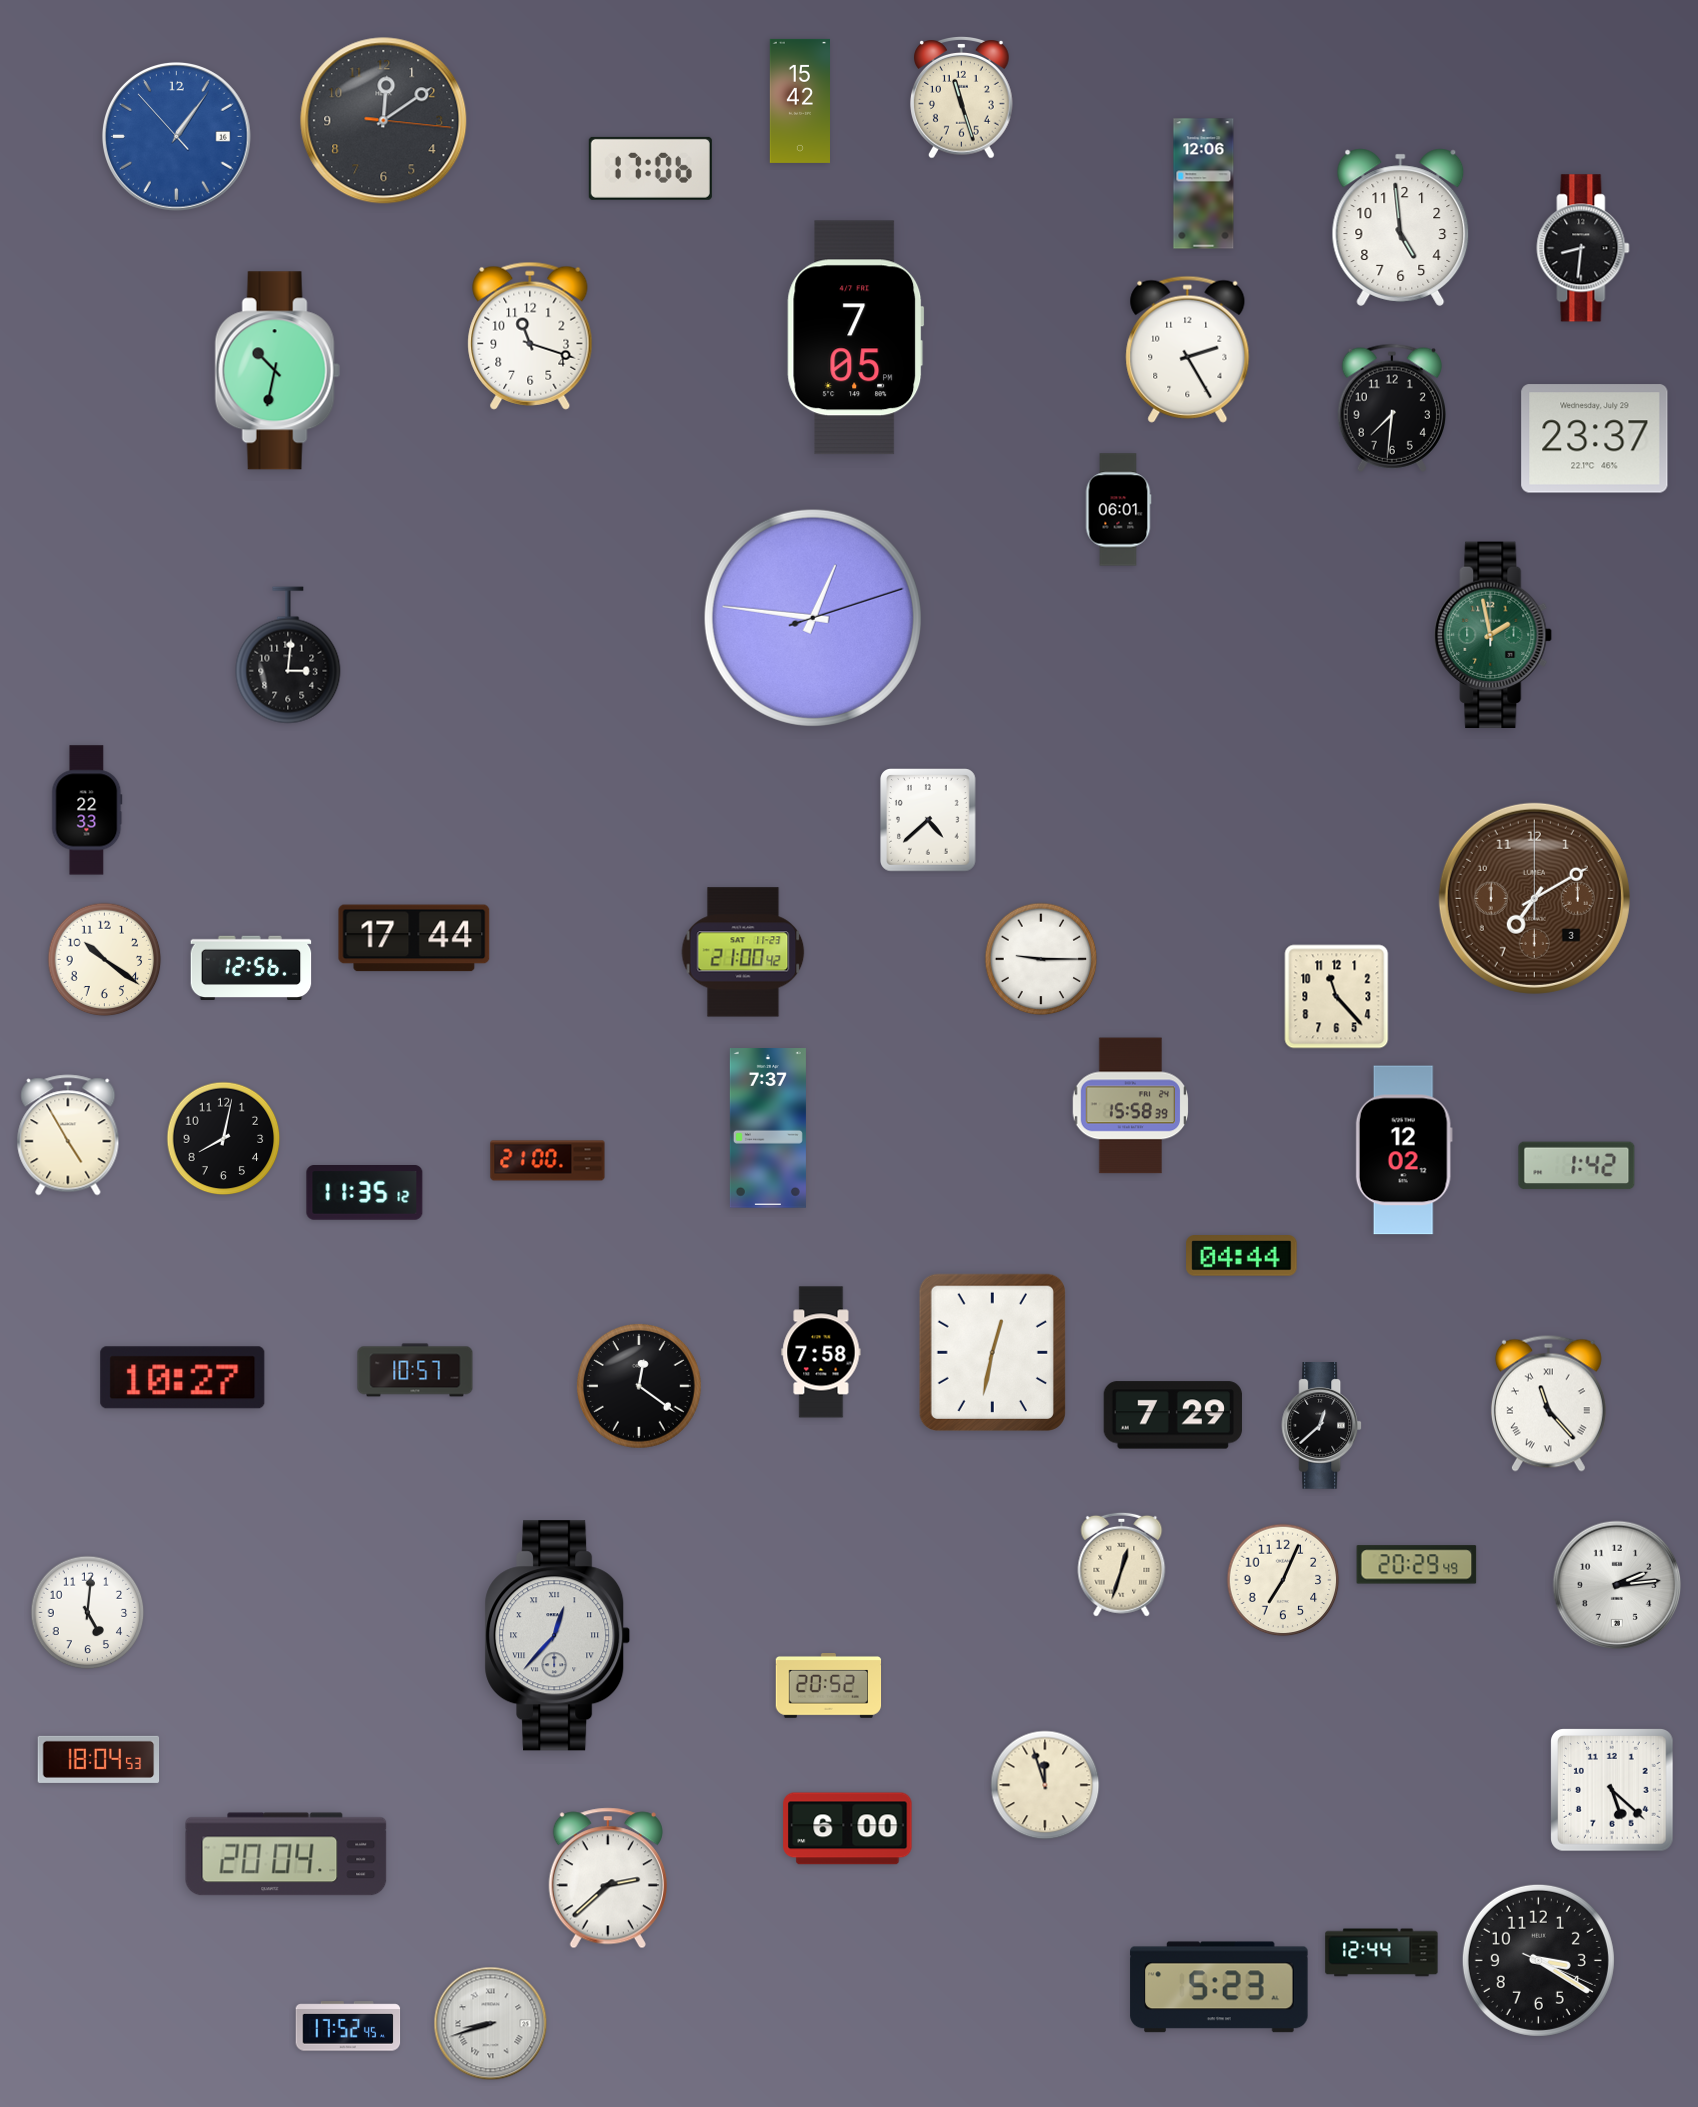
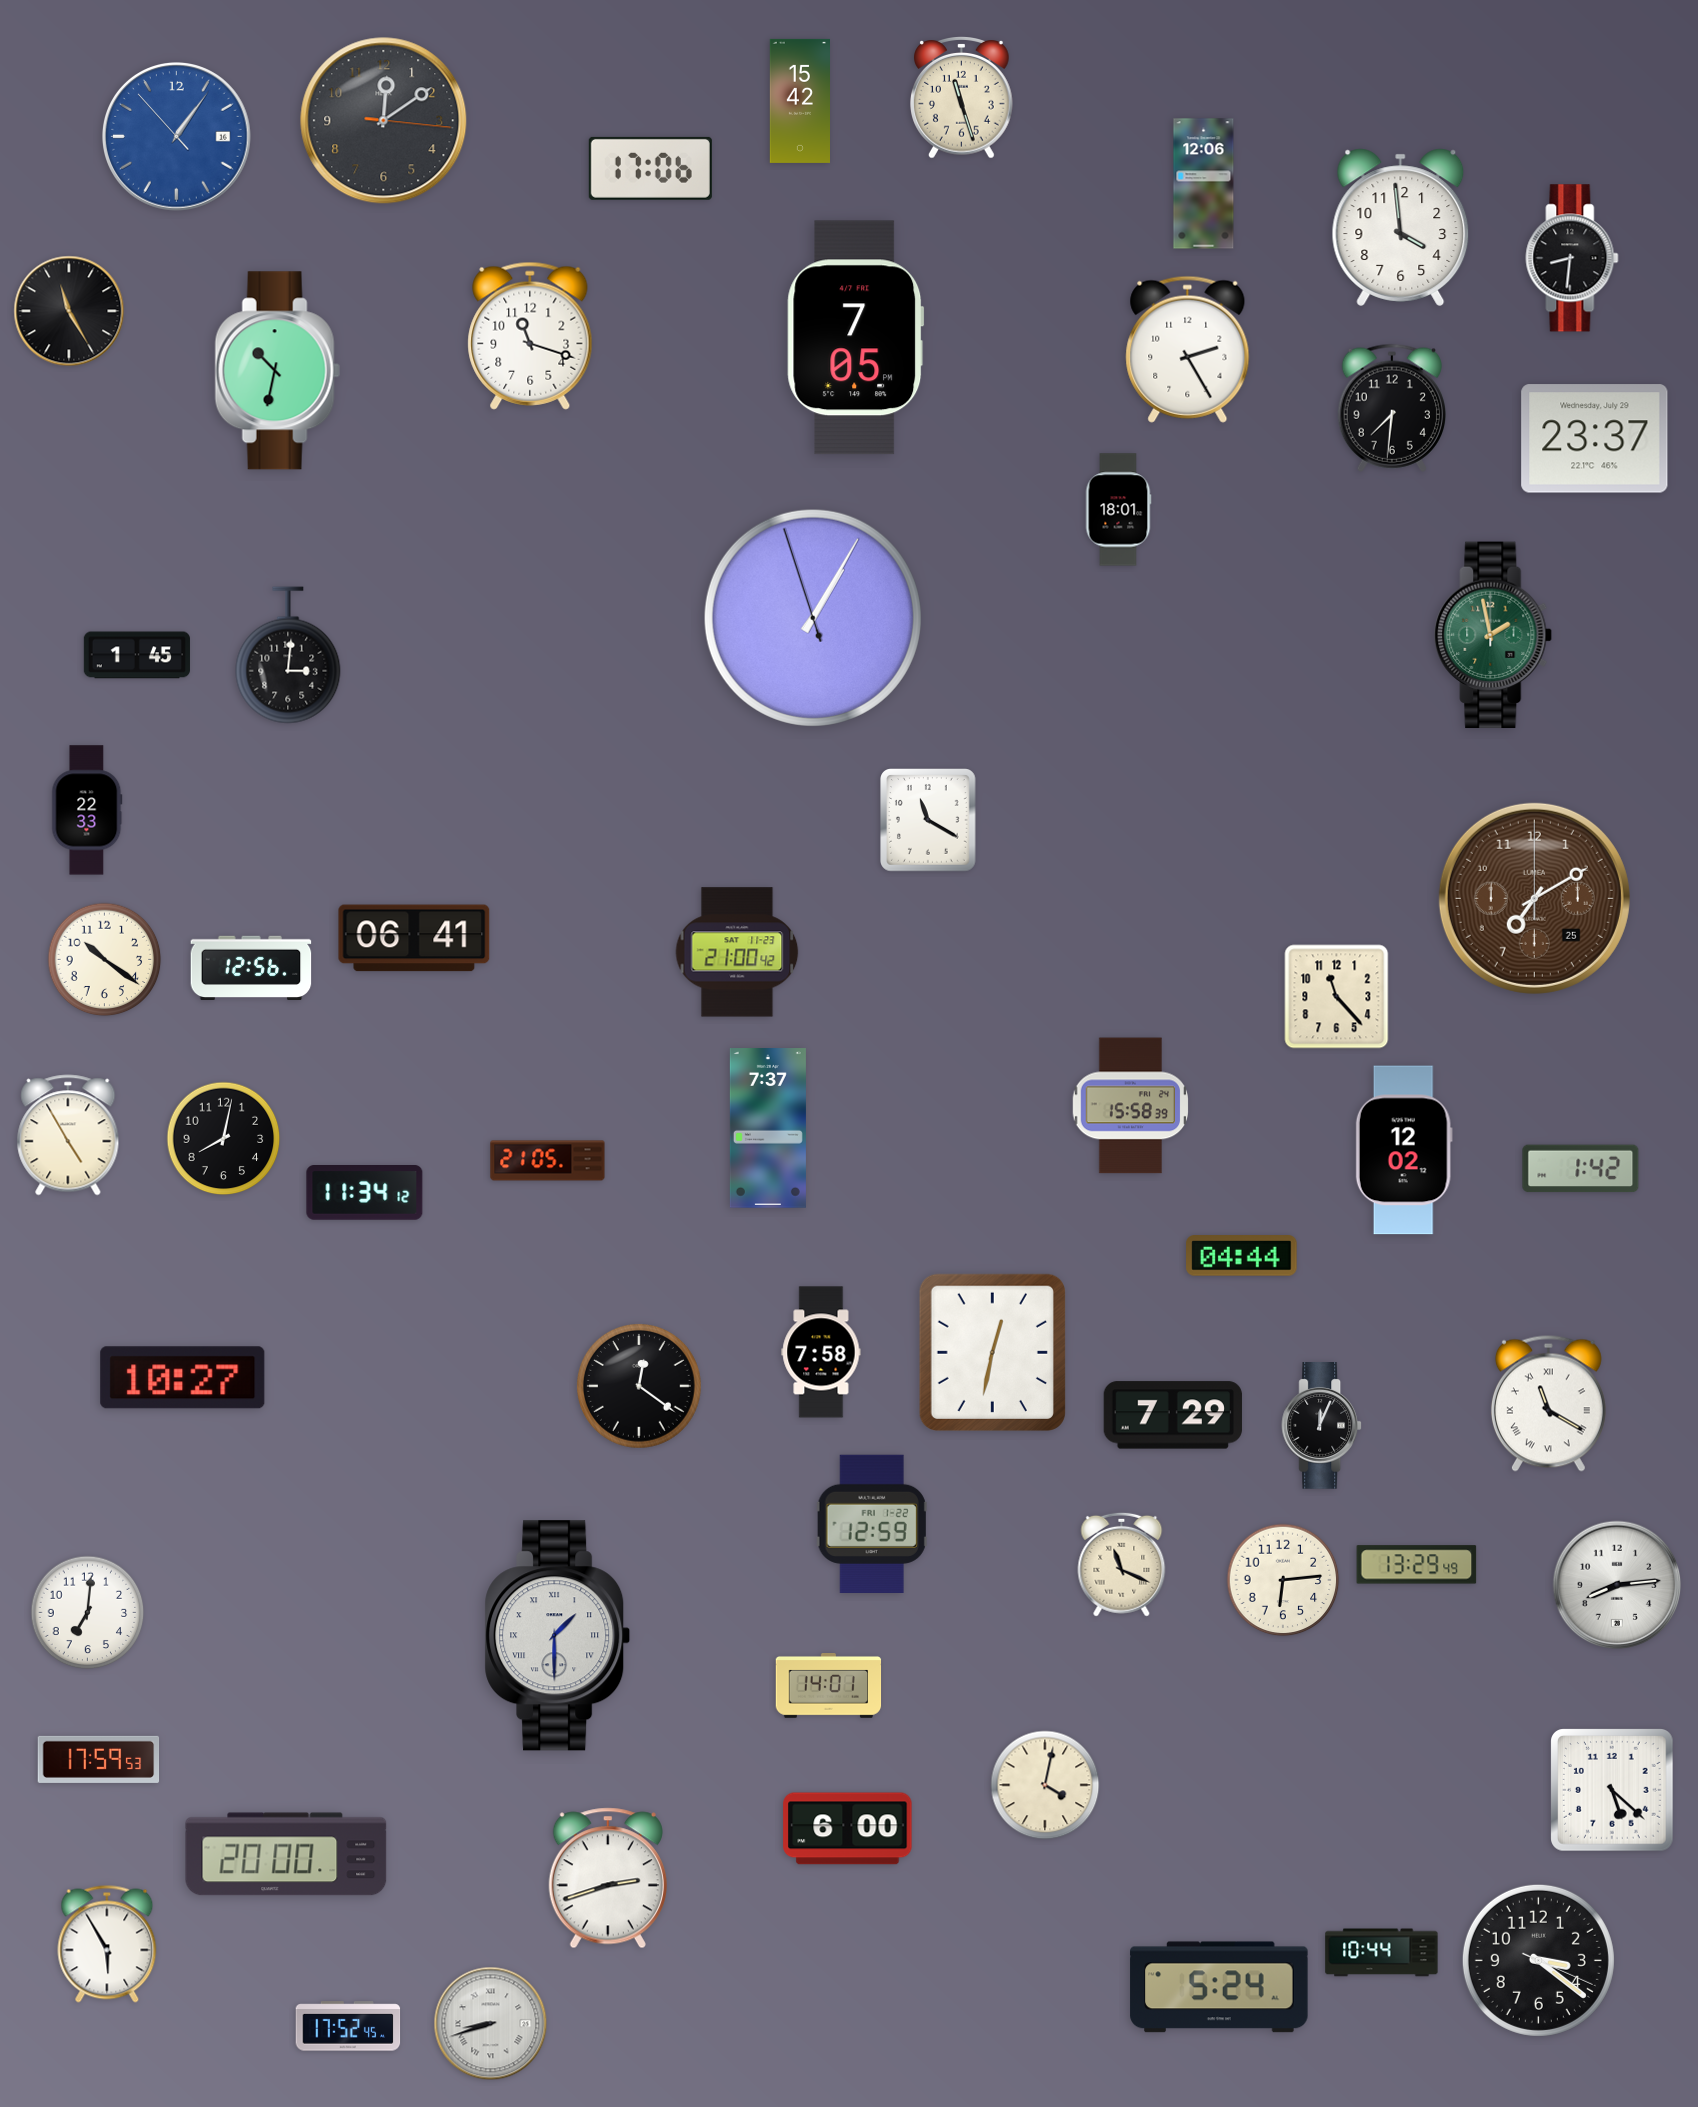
clock at (1401, 227): 4:59 -> 3:59
clock at (1583, 248) position: (1583, 248) -> (1572, 258)
clock at (69, 311): none -> 11:25
clock at (1118, 510): 06:01 -> 18:01
clock at (813, 618): 12:46 -> 1:04
clock at (137, 655): none -> 1:45
clock at (929, 820): 4:38 -> 11:20
clock at (1534, 898) date: 3 -> 25
clock at (414, 938): 17:44 -> 06:41
clock at (743, 952) position: (743, 952) -> (737, 952)
clock at (1041, 959): 9:15 -> none
clock at (548, 1161): 21:00 -> 21:05
clock at (1577, 1166) position: (1577, 1166) -> (1581, 1169)
clock at (365, 1193): 11:35 -> 11:34
clock at (415, 1370): 10:57 -> none
clock at (1548, 1403): 11:23 -> 11:20
clock at (1322, 1426): 12:38 -> 12:04
clock at (872, 1523): none -> 12:59
clock at (1122, 1564): 12:33 -> 11:19
clock at (1417, 1565): 20:29 -> 13:29
clock at (1283, 1580): 7:04 -> 6:14
clock at (1617, 1585): 2:14 -> 8:14
clock at (88, 1613): 5:01 -> 7:01
clock at (558, 1636): 12:37 -> 1:30
clock at (829, 1686): 20:52 -> 14:01
clock at (99, 1759): 18:04 -> 17:59
clock at (1045, 1785): 11:57 -> 4:02
clock at (286, 1854): 20:04 -> 20:00
clock at (608, 1878): 2:38 -> 2:42
clock at (107, 1944): none -> 5:55
clock at (1382, 1953): 12:44 -> 10:44
clock at (1538, 1960): 3:20 -> 3:21
clock at (1219, 1987): 5:23 -> 5:24
